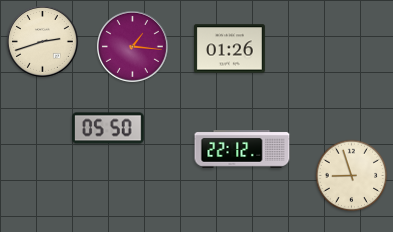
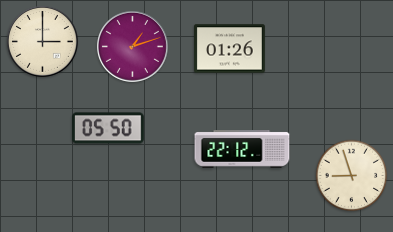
clock at (42, 41): 2:42 -> 3:00
clock at (132, 46): 1:16 -> 1:12
